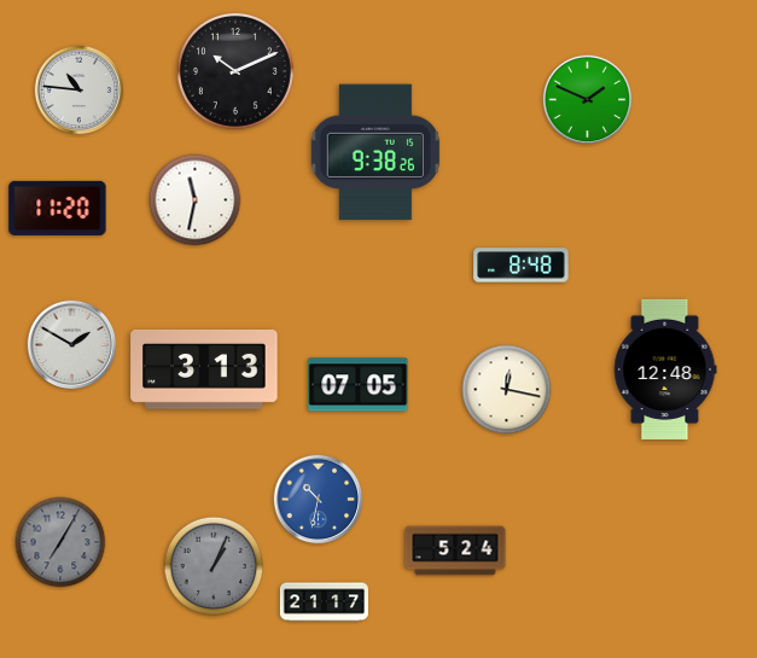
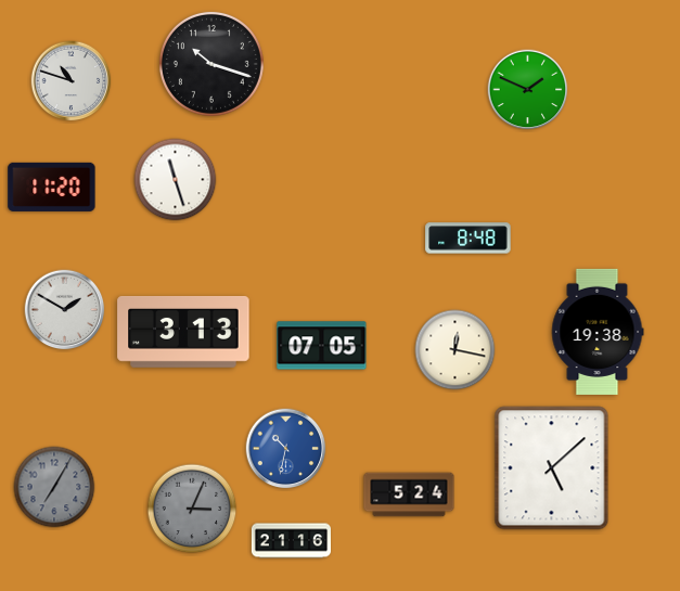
clock at (235, 71): 10:11 -> 10:18
clock at (80, 91): 10:46 -> 10:48
clock at (375, 152): 9:38 -> none
clock at (196, 200): 11:32 -> 11:27
clock at (665, 369): 12:48 -> 19:38
clock at (552, 468): none -> 5:08
clock at (214, 566): 1:04 -> 3:04
clock at (324, 602): 21:17 -> 21:16
